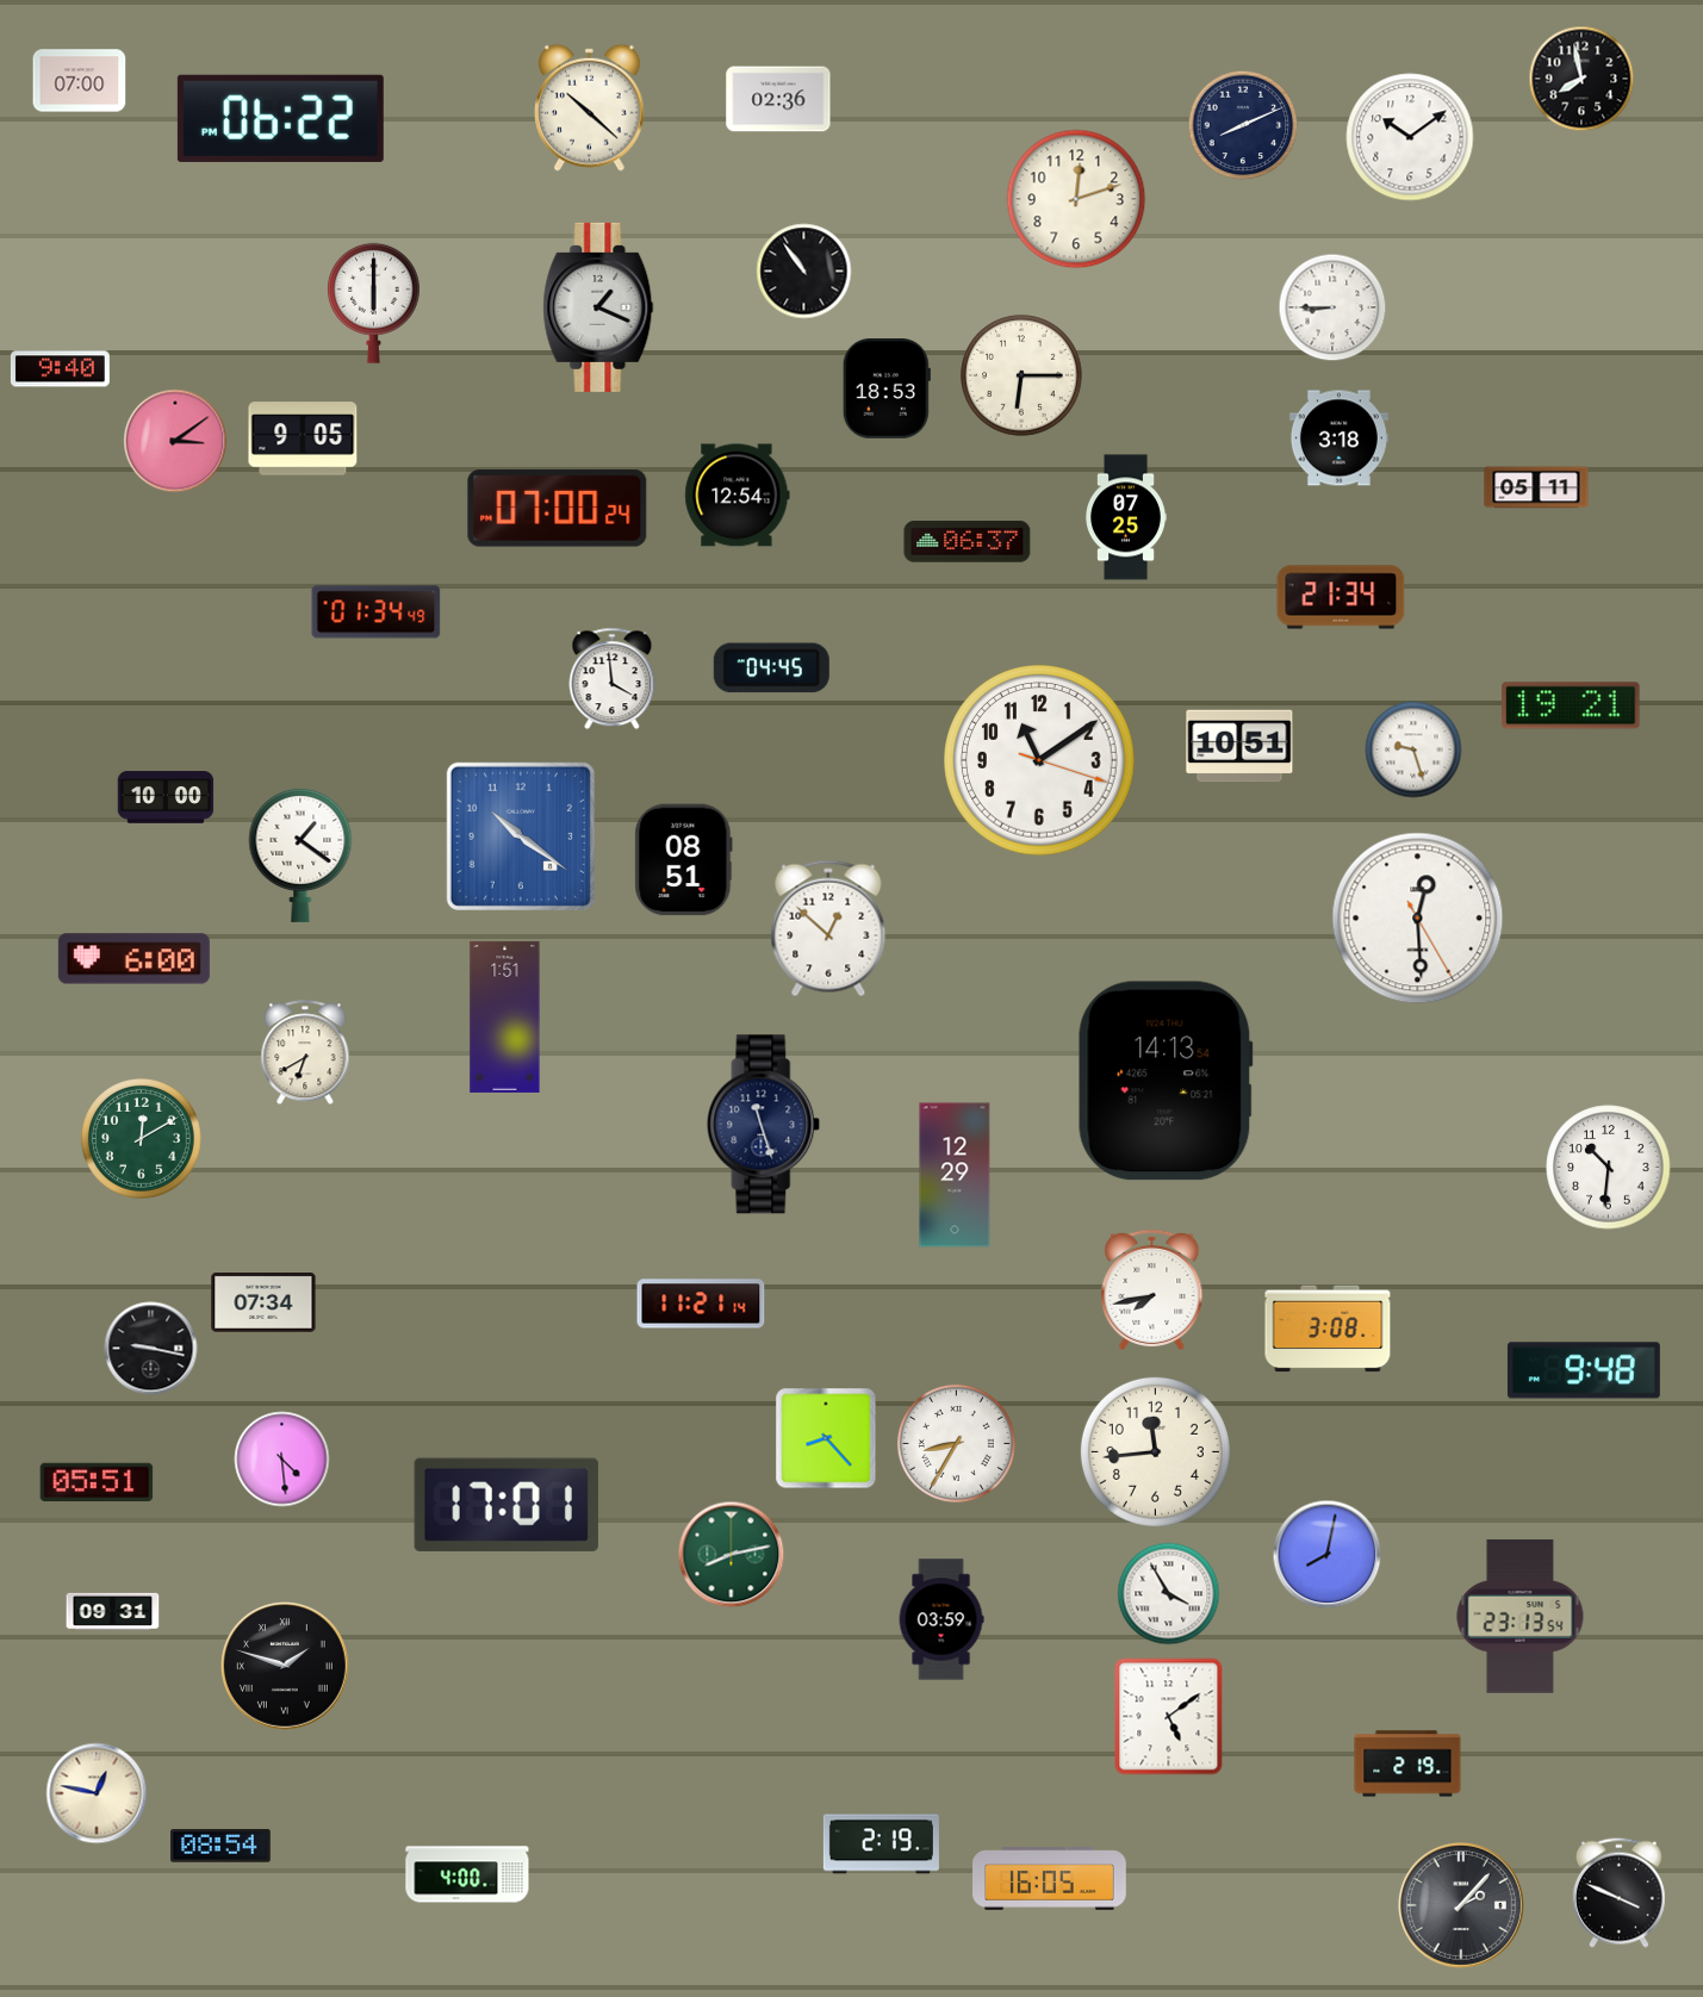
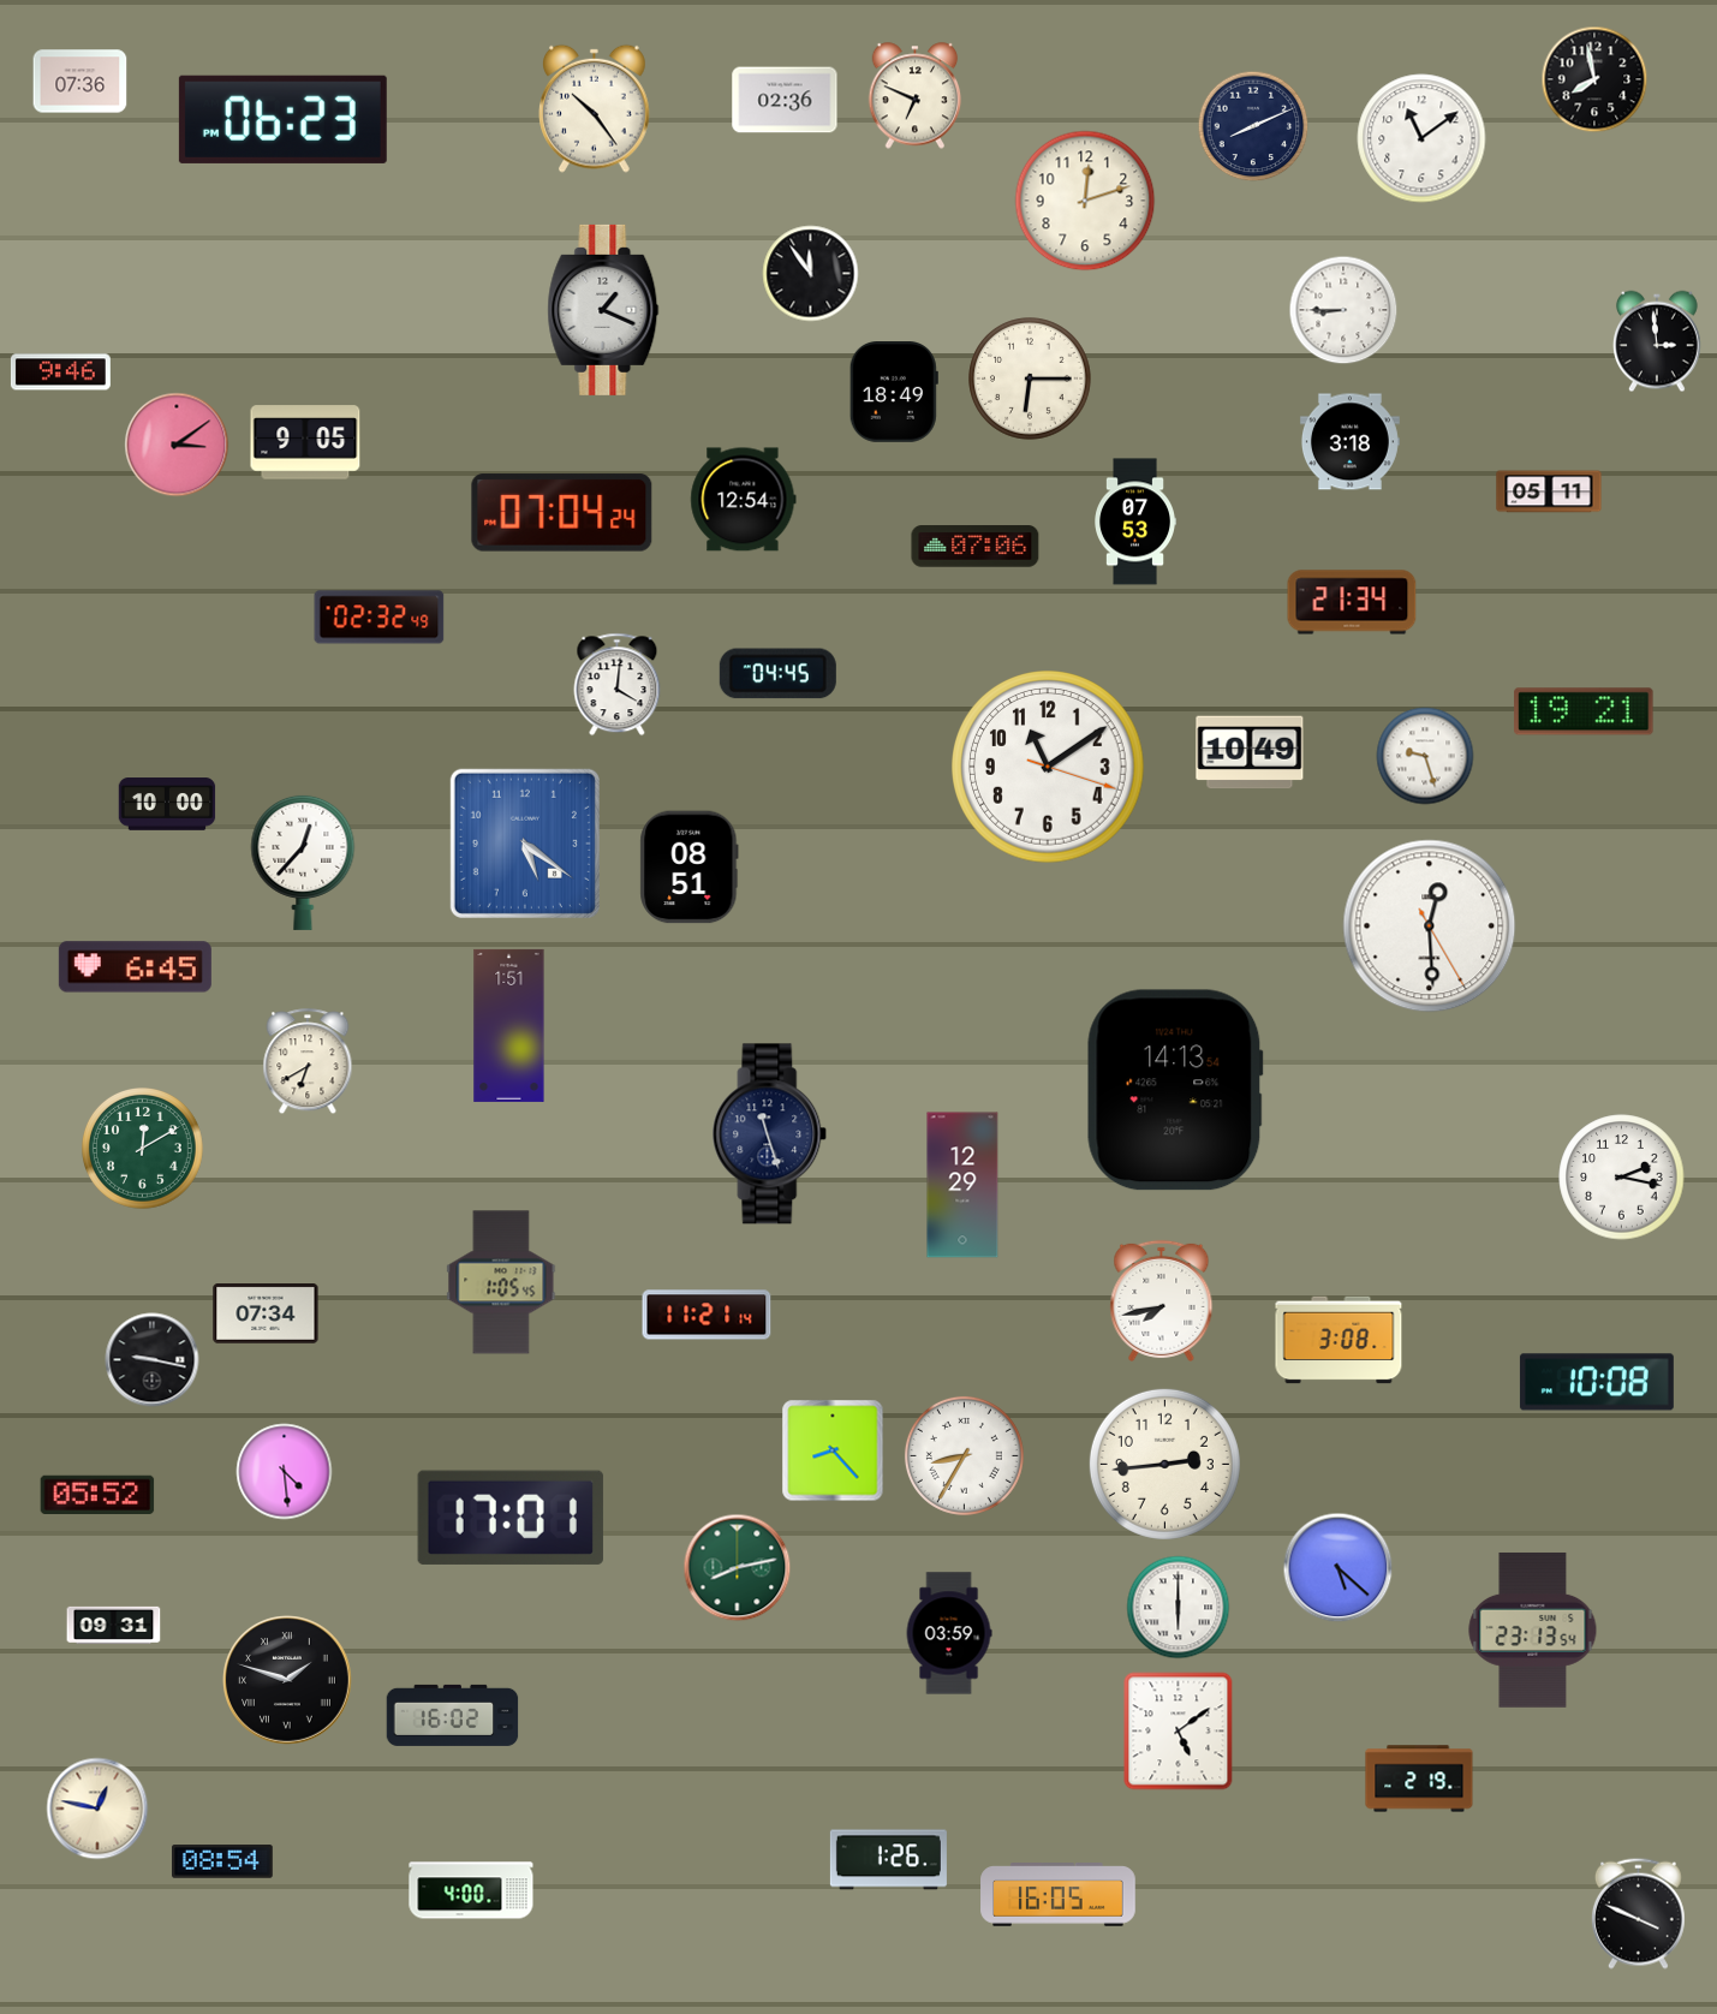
clock at (80, 81): 07:00 -> 07:36
clock at (916, 96): none -> 6:49
clock at (590, 107): 10:22 -> 10:24
clock at (280, 118): 06:22 -> 06:23
clock at (1410, 137): 10:09 -> 11:09
clock at (804, 272): 10:54 -> 11:54
clock at (373, 303): 6:00 -> none
clock at (1658, 341): none -> 2:59
clock at (60, 369): 9:40 -> 9:46
clock at (887, 390): 18:53 -> 18:49
clock at (558, 509): 07:00 -> 07:04
clock at (1125, 517): 07:25 -> 07:53
clock at (968, 542): 06:37 -> 07:06
clock at (377, 612): 01:34 -> 02:32
clock at (613, 679): 3:59 -> 4:01
clock at (1239, 746): 10:51 -> 10:49
clock at (521, 836): 10:21 -> 5:21
clock at (300, 854): 1:21 -> 12:37
clock at (828, 928): 12:52 -> none
clock at (133, 959): 6:00 -> 6:45
clock at (1609, 1168): 10:31 -> 2:17
clock at (501, 1282): none -> 1:05
clock at (1584, 1370): 9:48 -> 10:08
clock at (1155, 1451): 11:44 -> 2:44
clock at (97, 1481): 05:51 -> 05:52
clock at (1328, 1555): 8:02 -> 5:22
clock at (1169, 1594): 3:55 -> 6:00
clock at (453, 1715): none -> 16:02
clock at (881, 1844): 2:19 -> 1:26
clock at (1618, 1892) position: (1618, 1892) -> (1638, 1913)
clock at (1461, 1905): 2:07 -> none
